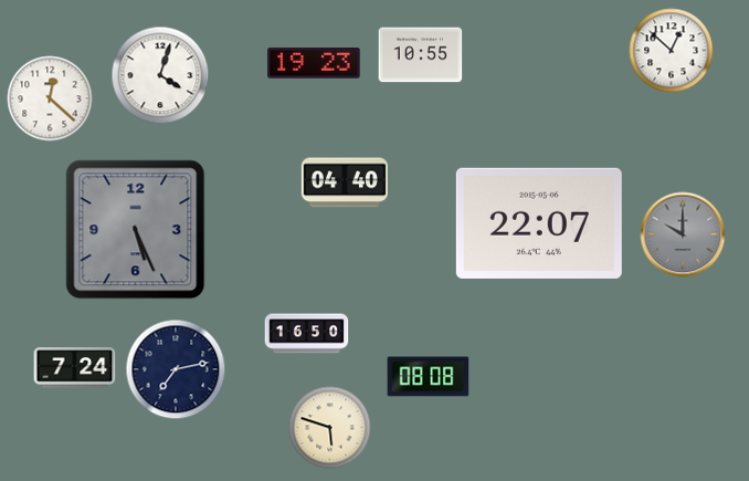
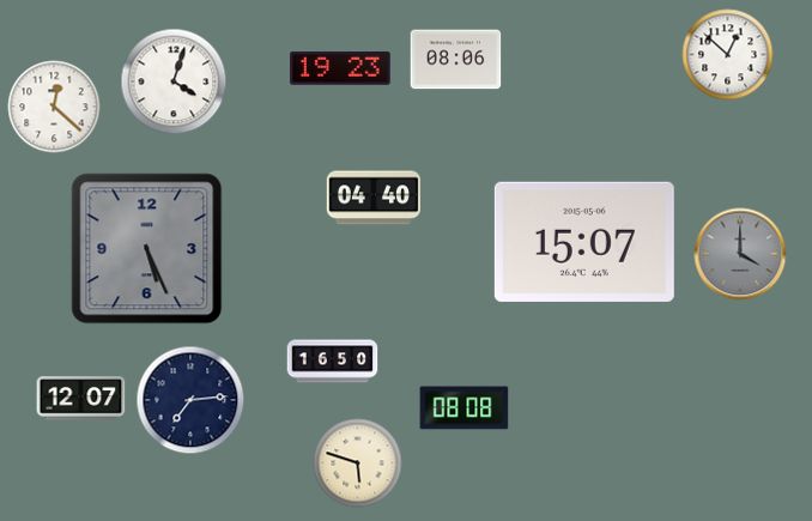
clock at (421, 55): 10:55 -> 08:06
clock at (539, 223): 22:07 -> 15:07
clock at (683, 234): 10:00 -> 4:00
clock at (75, 368): 7:24 -> 12:07
clock at (176, 369): 7:13 -> 7:14
